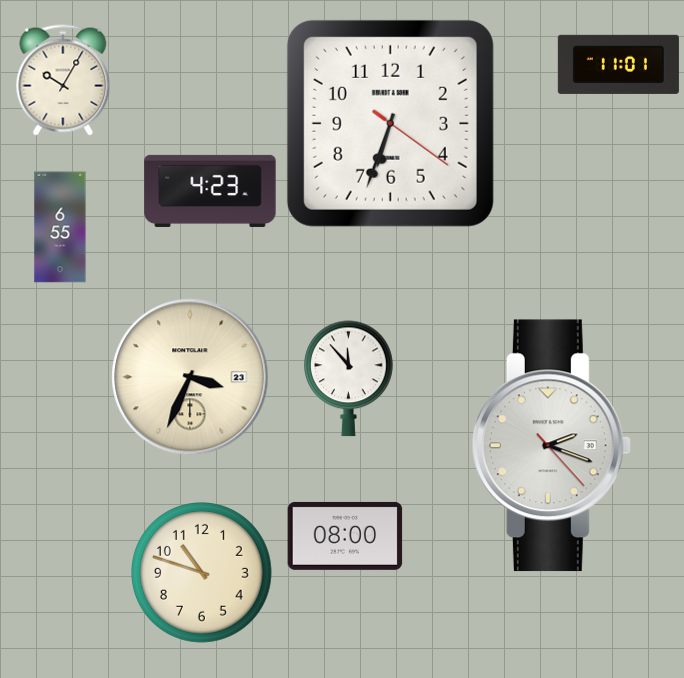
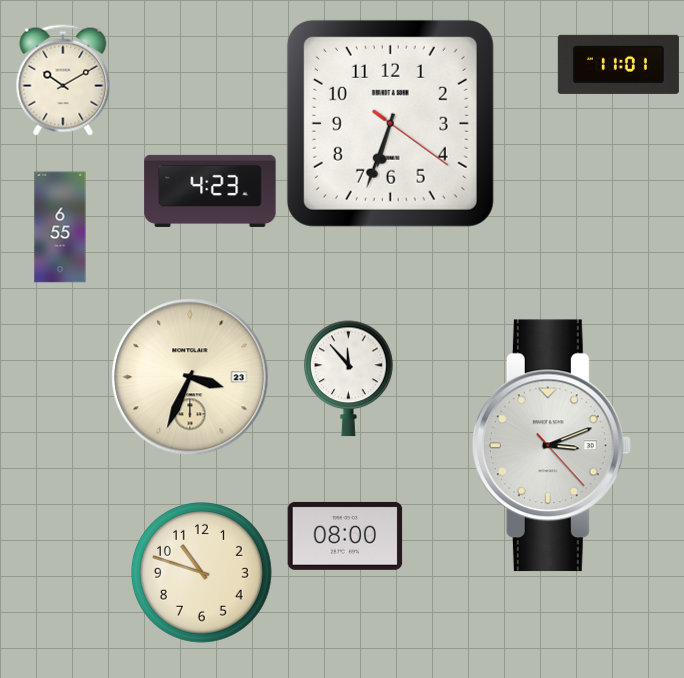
clock at (63, 80): 10:05 -> 10:10
clock at (551, 446): 2:18 -> 3:11
